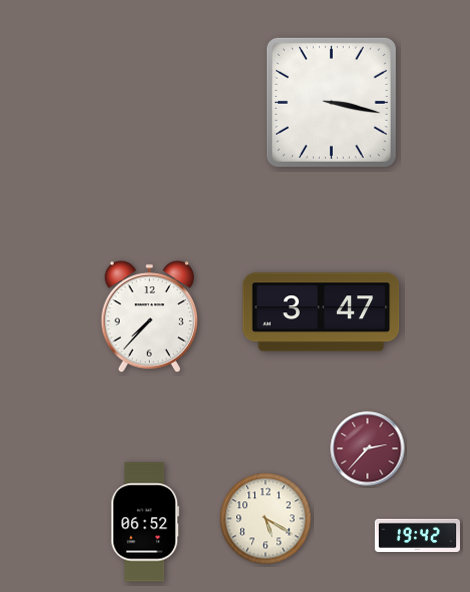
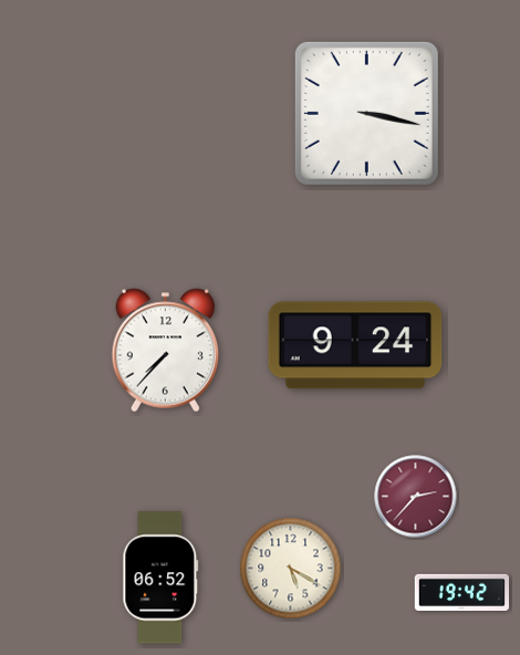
clock at (321, 312): 3:47 -> 9:24
clock at (368, 449) position: (368, 449) -> (416, 497)
clock at (266, 519) position: (266, 519) -> (291, 569)
